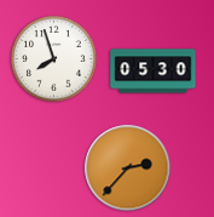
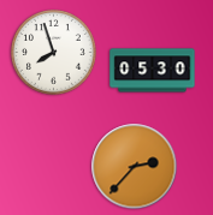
clock at (54, 59) position: (54, 59) -> (54, 53)
clock at (128, 169) position: (128, 169) -> (135, 167)
